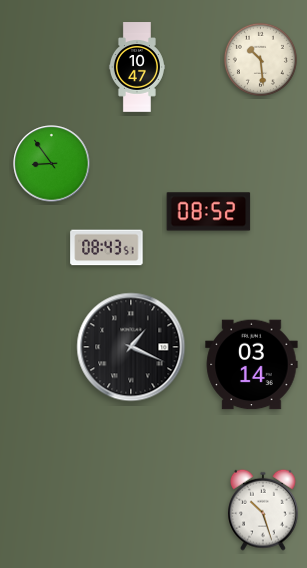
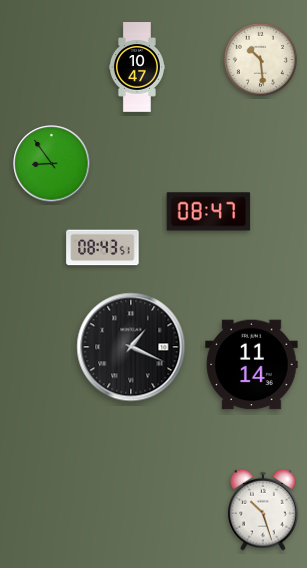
clock at (209, 212): 08:52 -> 08:47
clock at (107, 248) position: (107, 248) -> (103, 248)
clock at (252, 365): 03:14 -> 11:14
